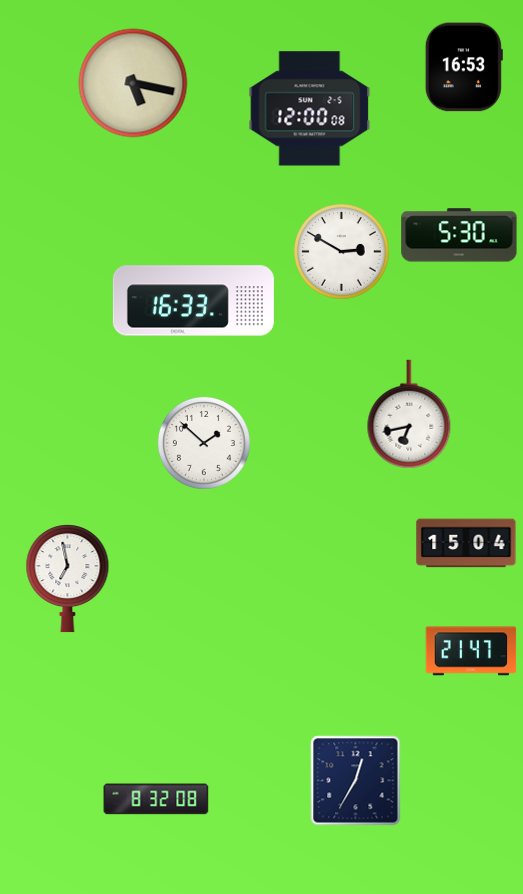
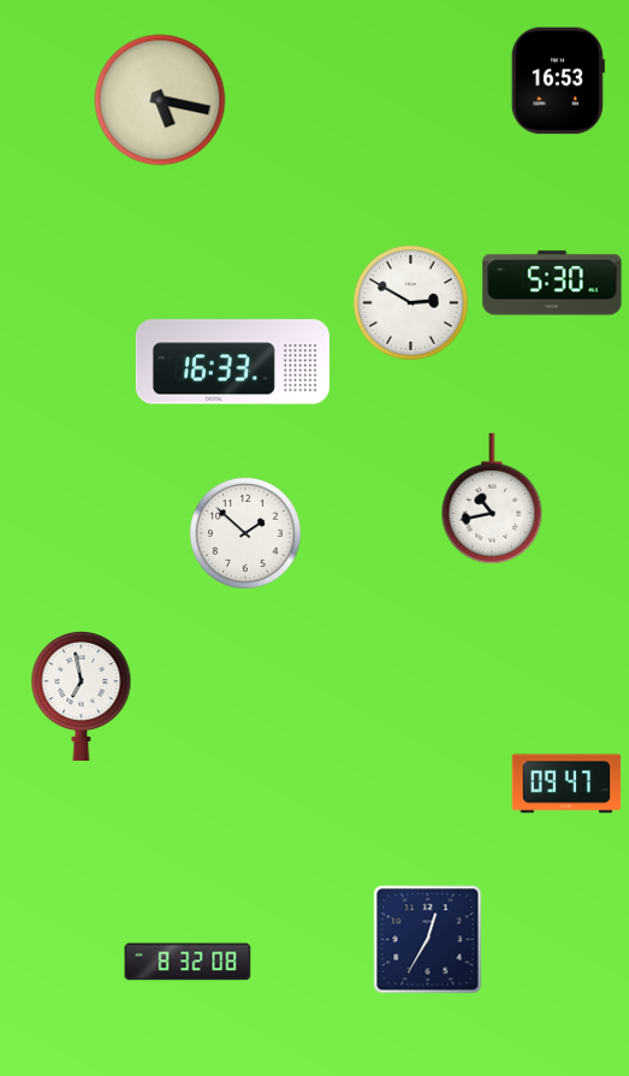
clock at (310, 109): 12:00 -> none
clock at (409, 414): 6:43 -> 10:43
clock at (466, 543): 15:04 -> none
clock at (471, 651): 21:47 -> 09:47
